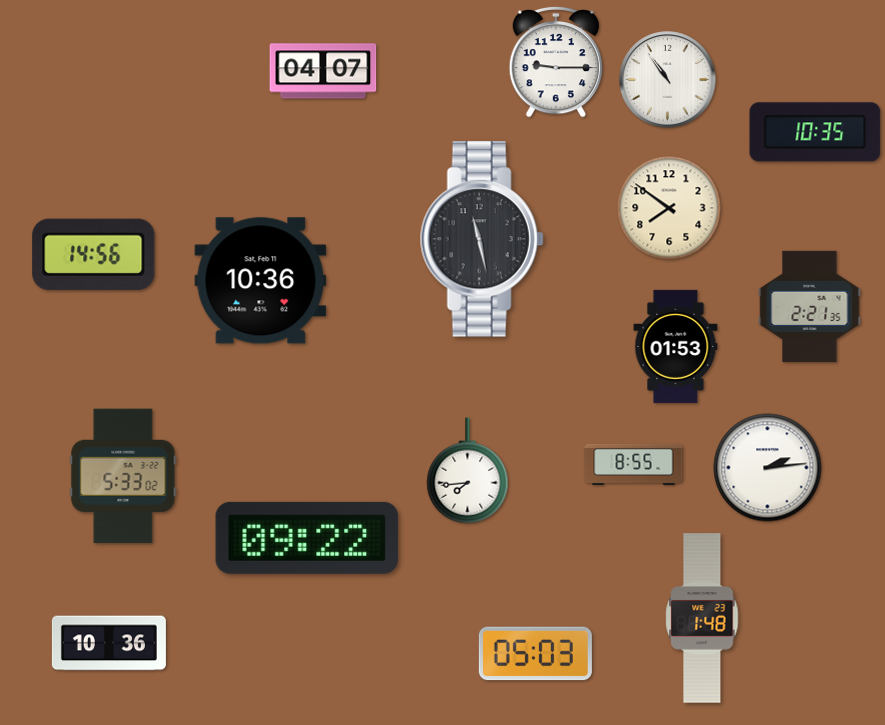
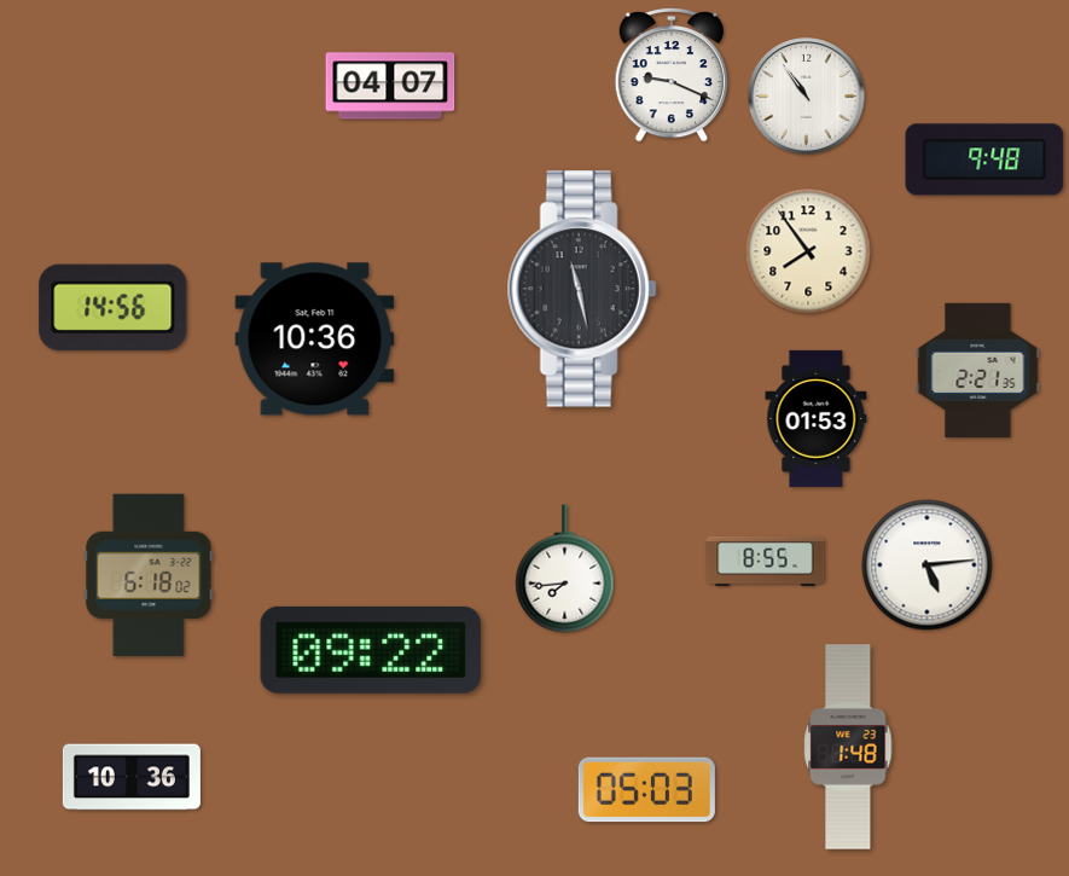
clock at (555, 62): 9:15 -> 9:19
clock at (815, 132): 10:35 -> 9:48
clock at (669, 208): 7:51 -> 7:54
clock at (768, 468): 2:14 -> 5:14
clock at (123, 476): 5:33 -> 6:18
